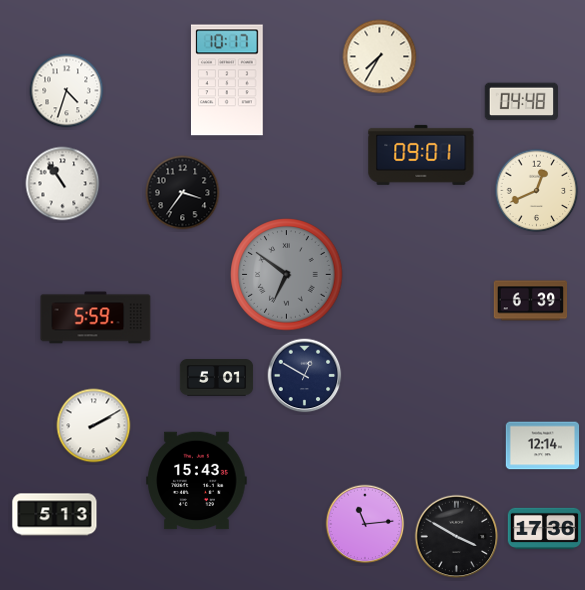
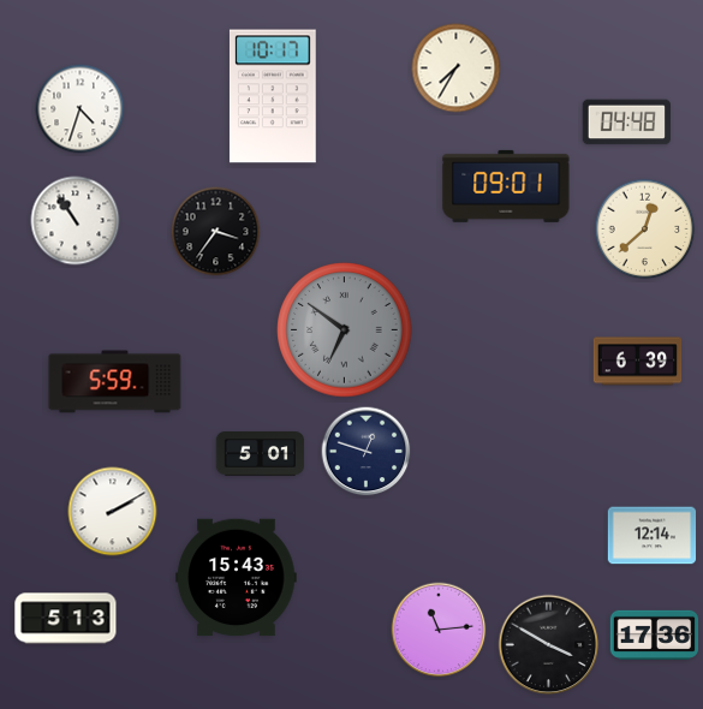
clock at (537, 191): 12:41 -> 12:38
clock at (183, 193) position: (183, 193) -> (216, 232)
clock at (305, 376): 12:50 -> 12:48
